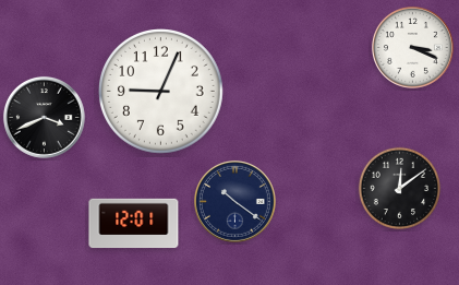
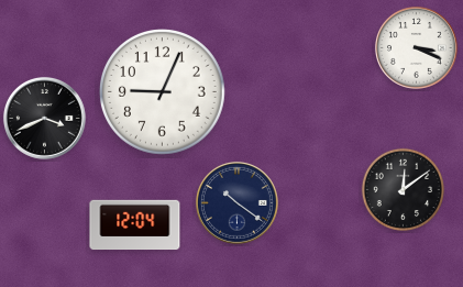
clock at (134, 224): 12:01 -> 12:04
